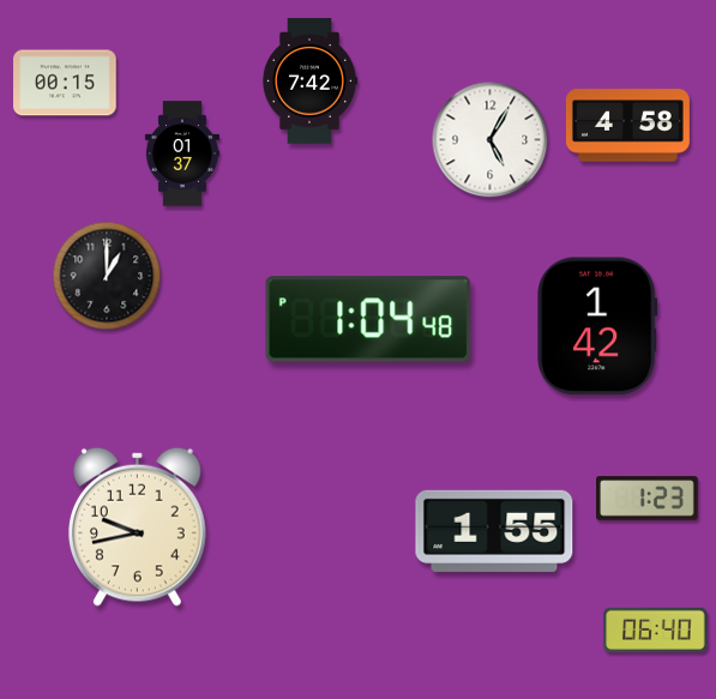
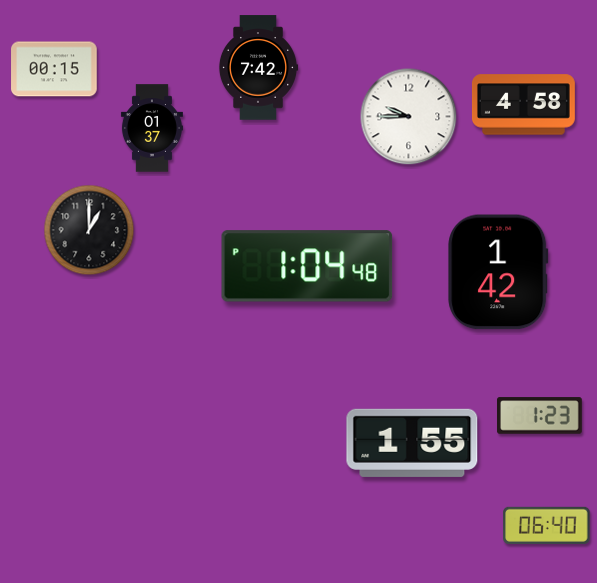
clock at (491, 140): 5:05 -> 9:45
clock at (137, 526): 9:43 -> none
